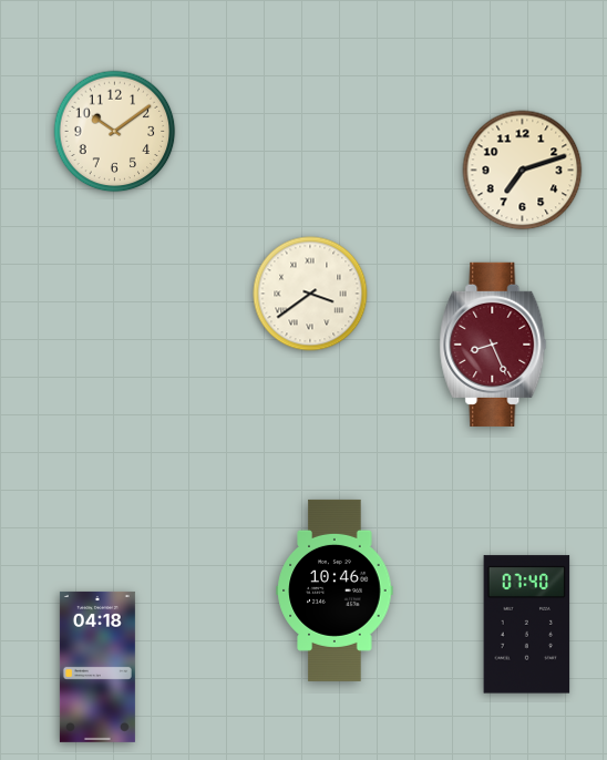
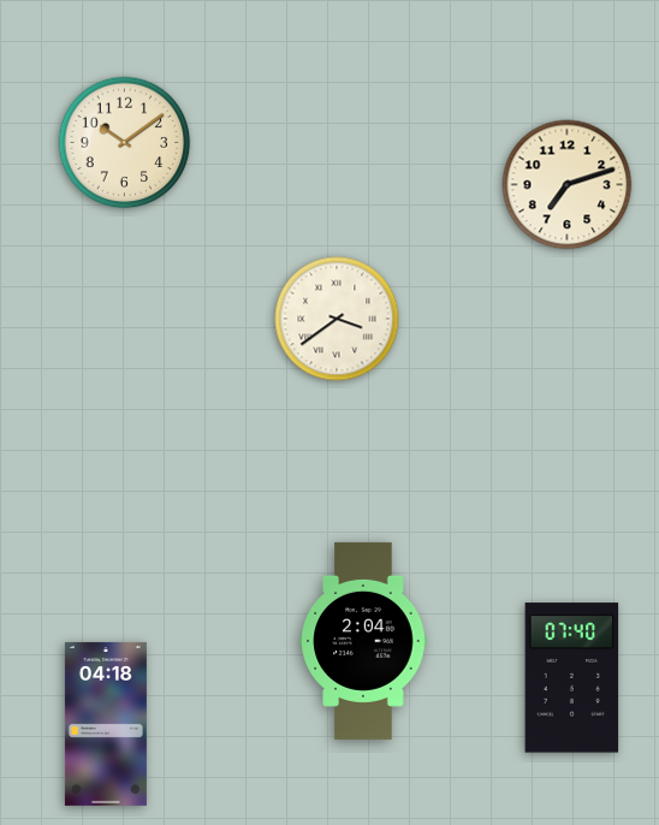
clock at (493, 345): 8:26 -> none
clock at (335, 590): 10:46 -> 2:04
